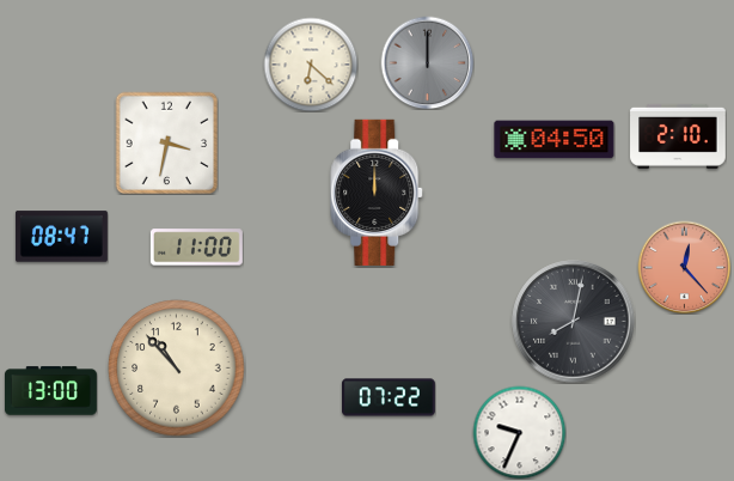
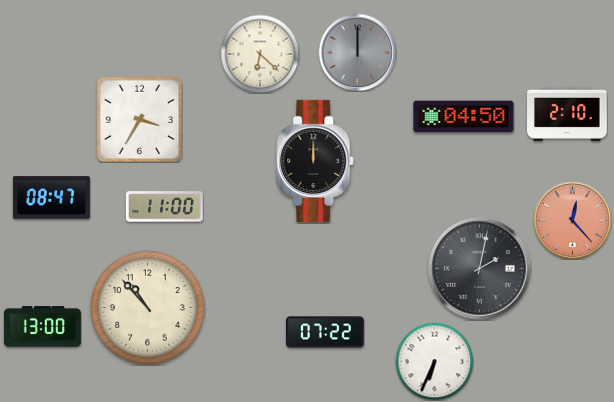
clock at (166, 142): 3:32 -> 3:35
clock at (684, 267) position: (684, 267) -> (572, 220)
clock at (574, 322): 8:02 -> 2:02
clock at (519, 432): 9:34 -> 6:34
